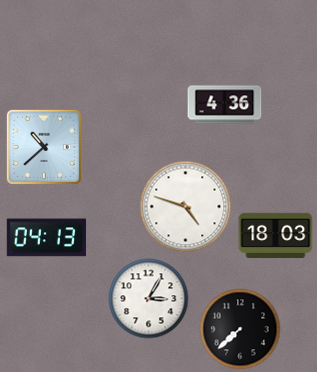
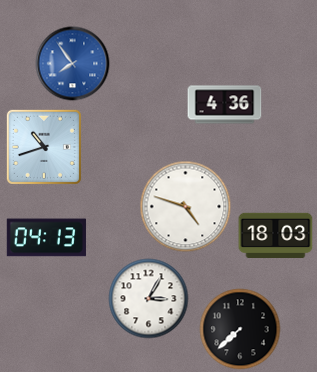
clock at (73, 64): none -> 7:54
clock at (44, 147): 10:38 -> 10:42
